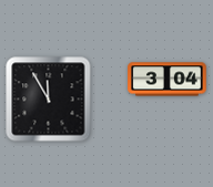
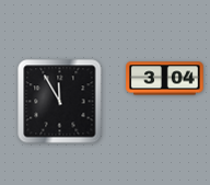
clock at (49, 100) position: (49, 100) -> (60, 102)
